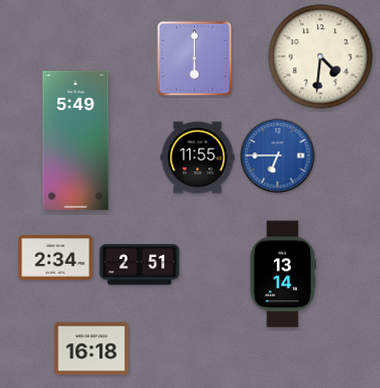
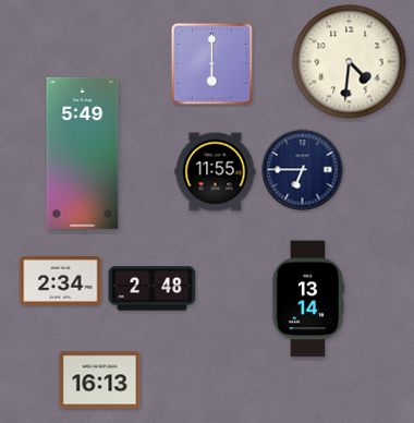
clock at (278, 156) dial: blue -> navy
clock at (140, 265): 2:51 -> 2:48
clock at (92, 349): 16:18 -> 16:13
